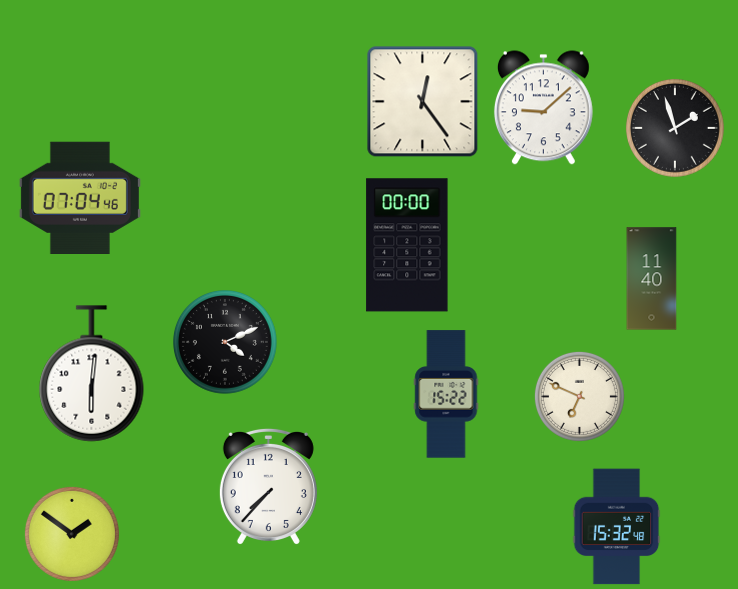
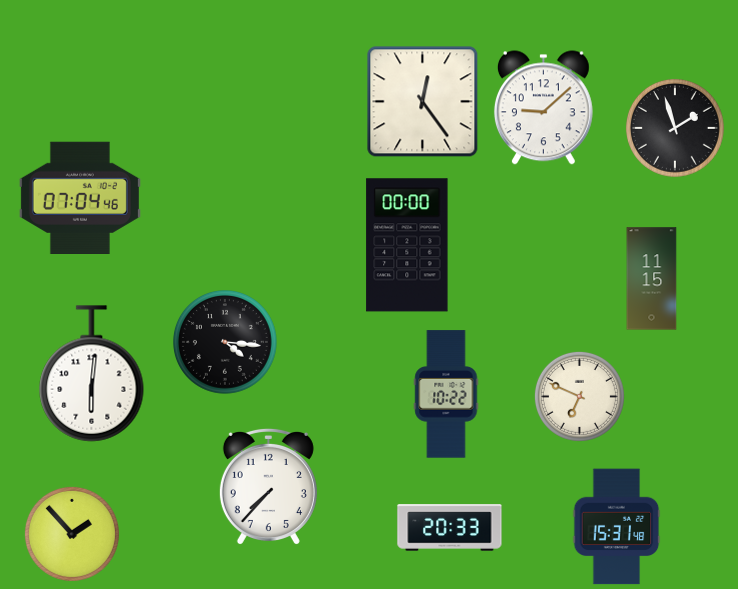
clock at (652, 279): 11:40 -> 11:15
clock at (226, 343): 4:11 -> 4:16
clock at (446, 394): 15:22 -> 10:22
clock at (617, 527): 15:32 -> 15:31
clock at (450, 528): none -> 20:33
clock at (72, 534): 1:51 -> 1:53
